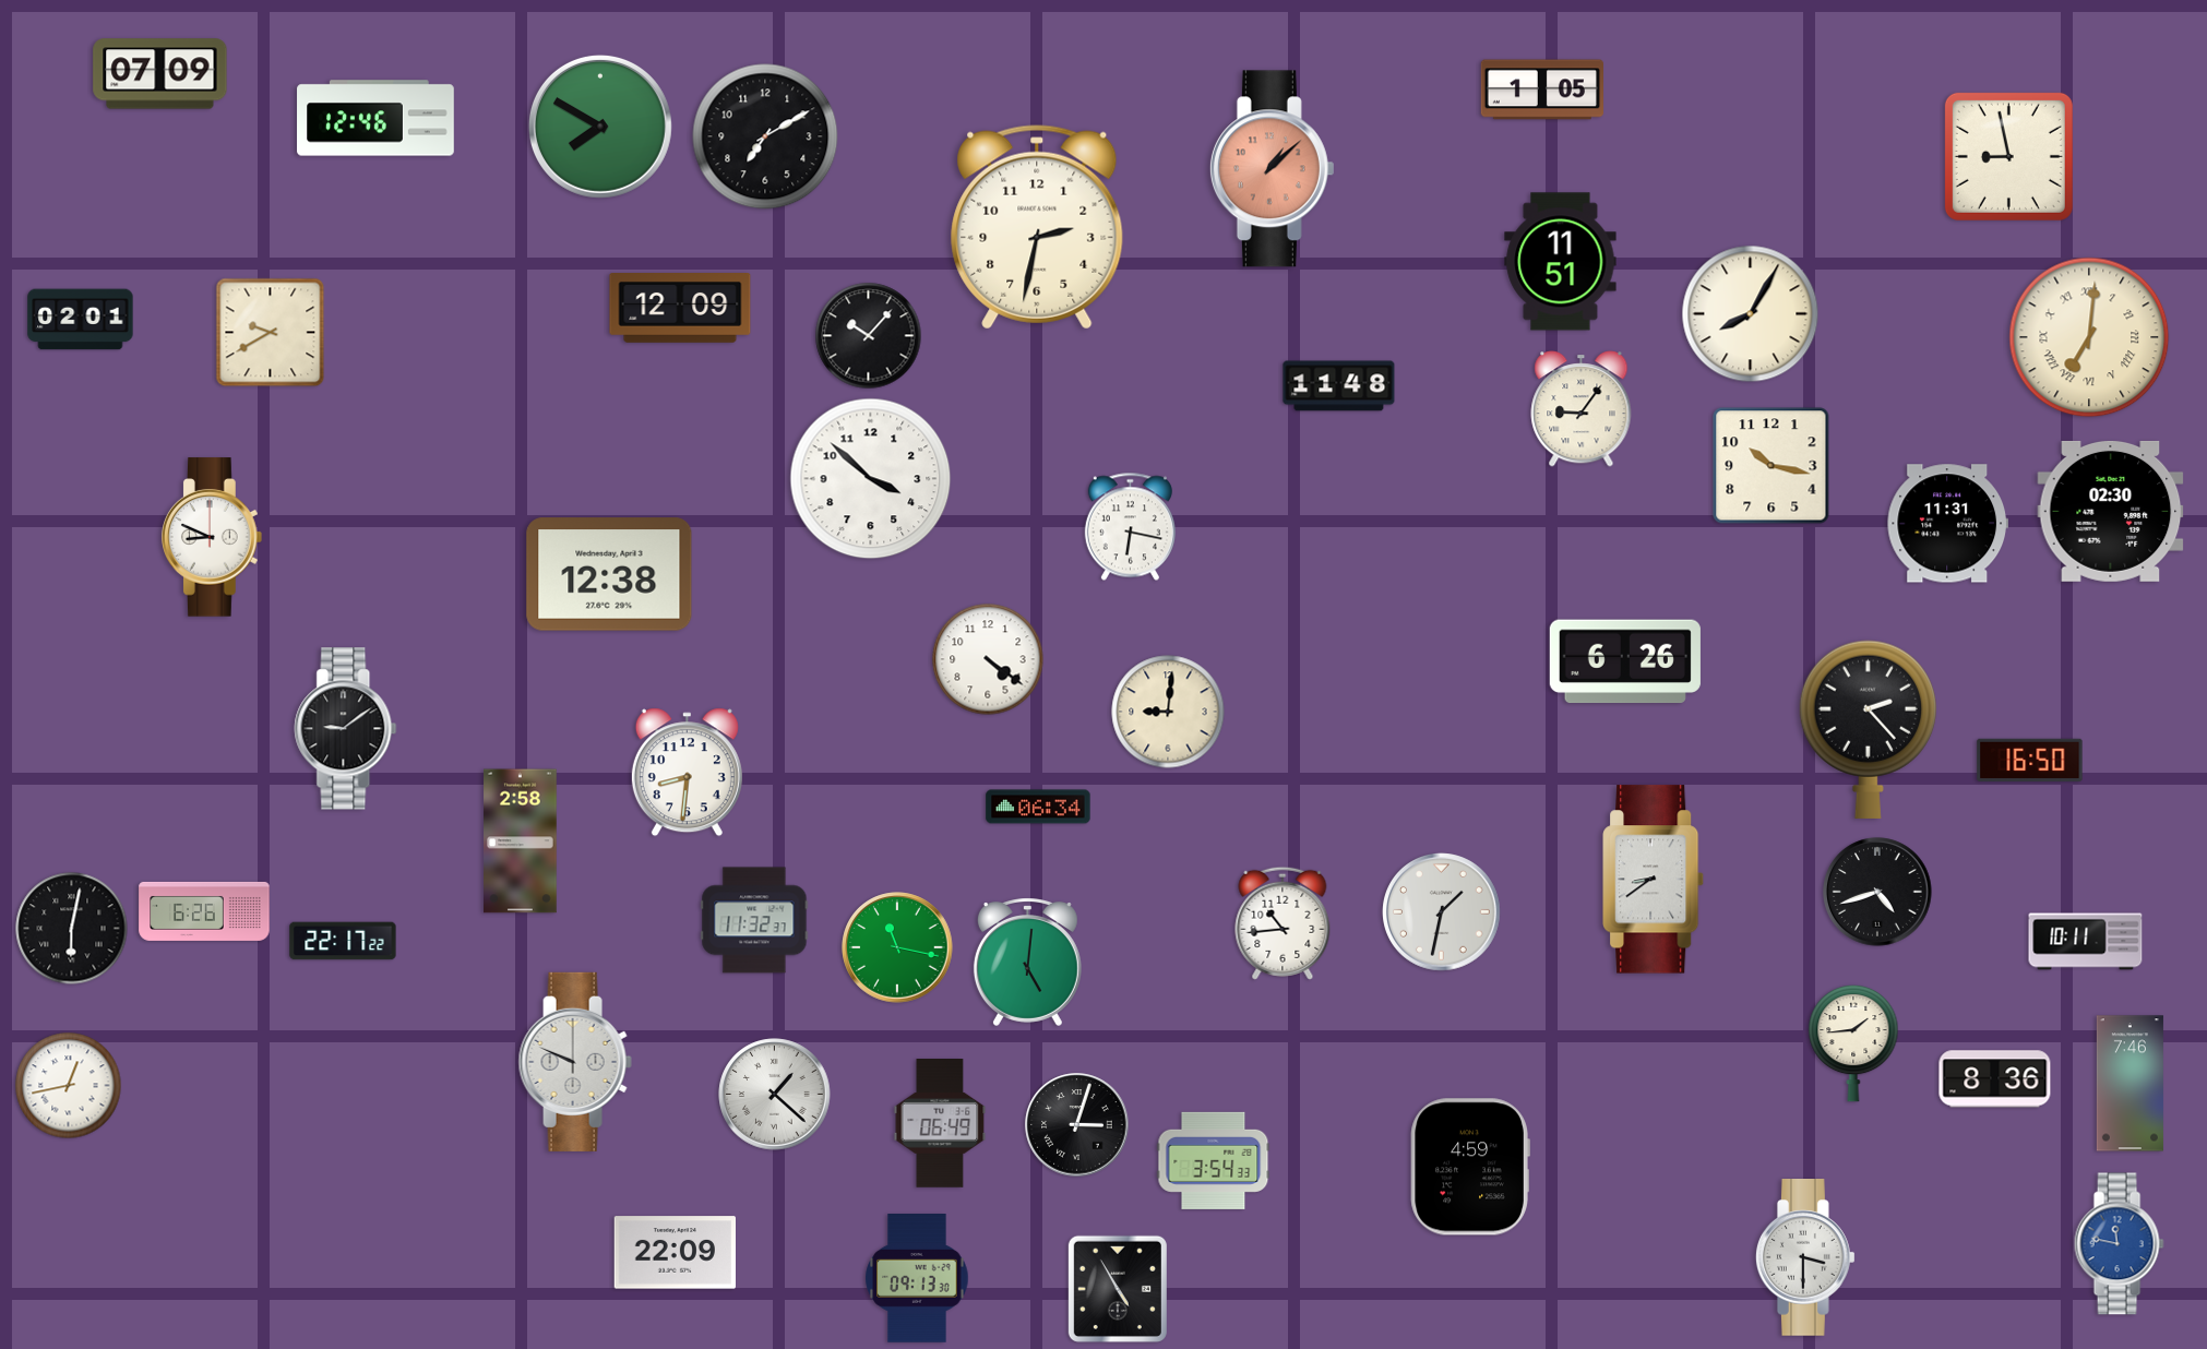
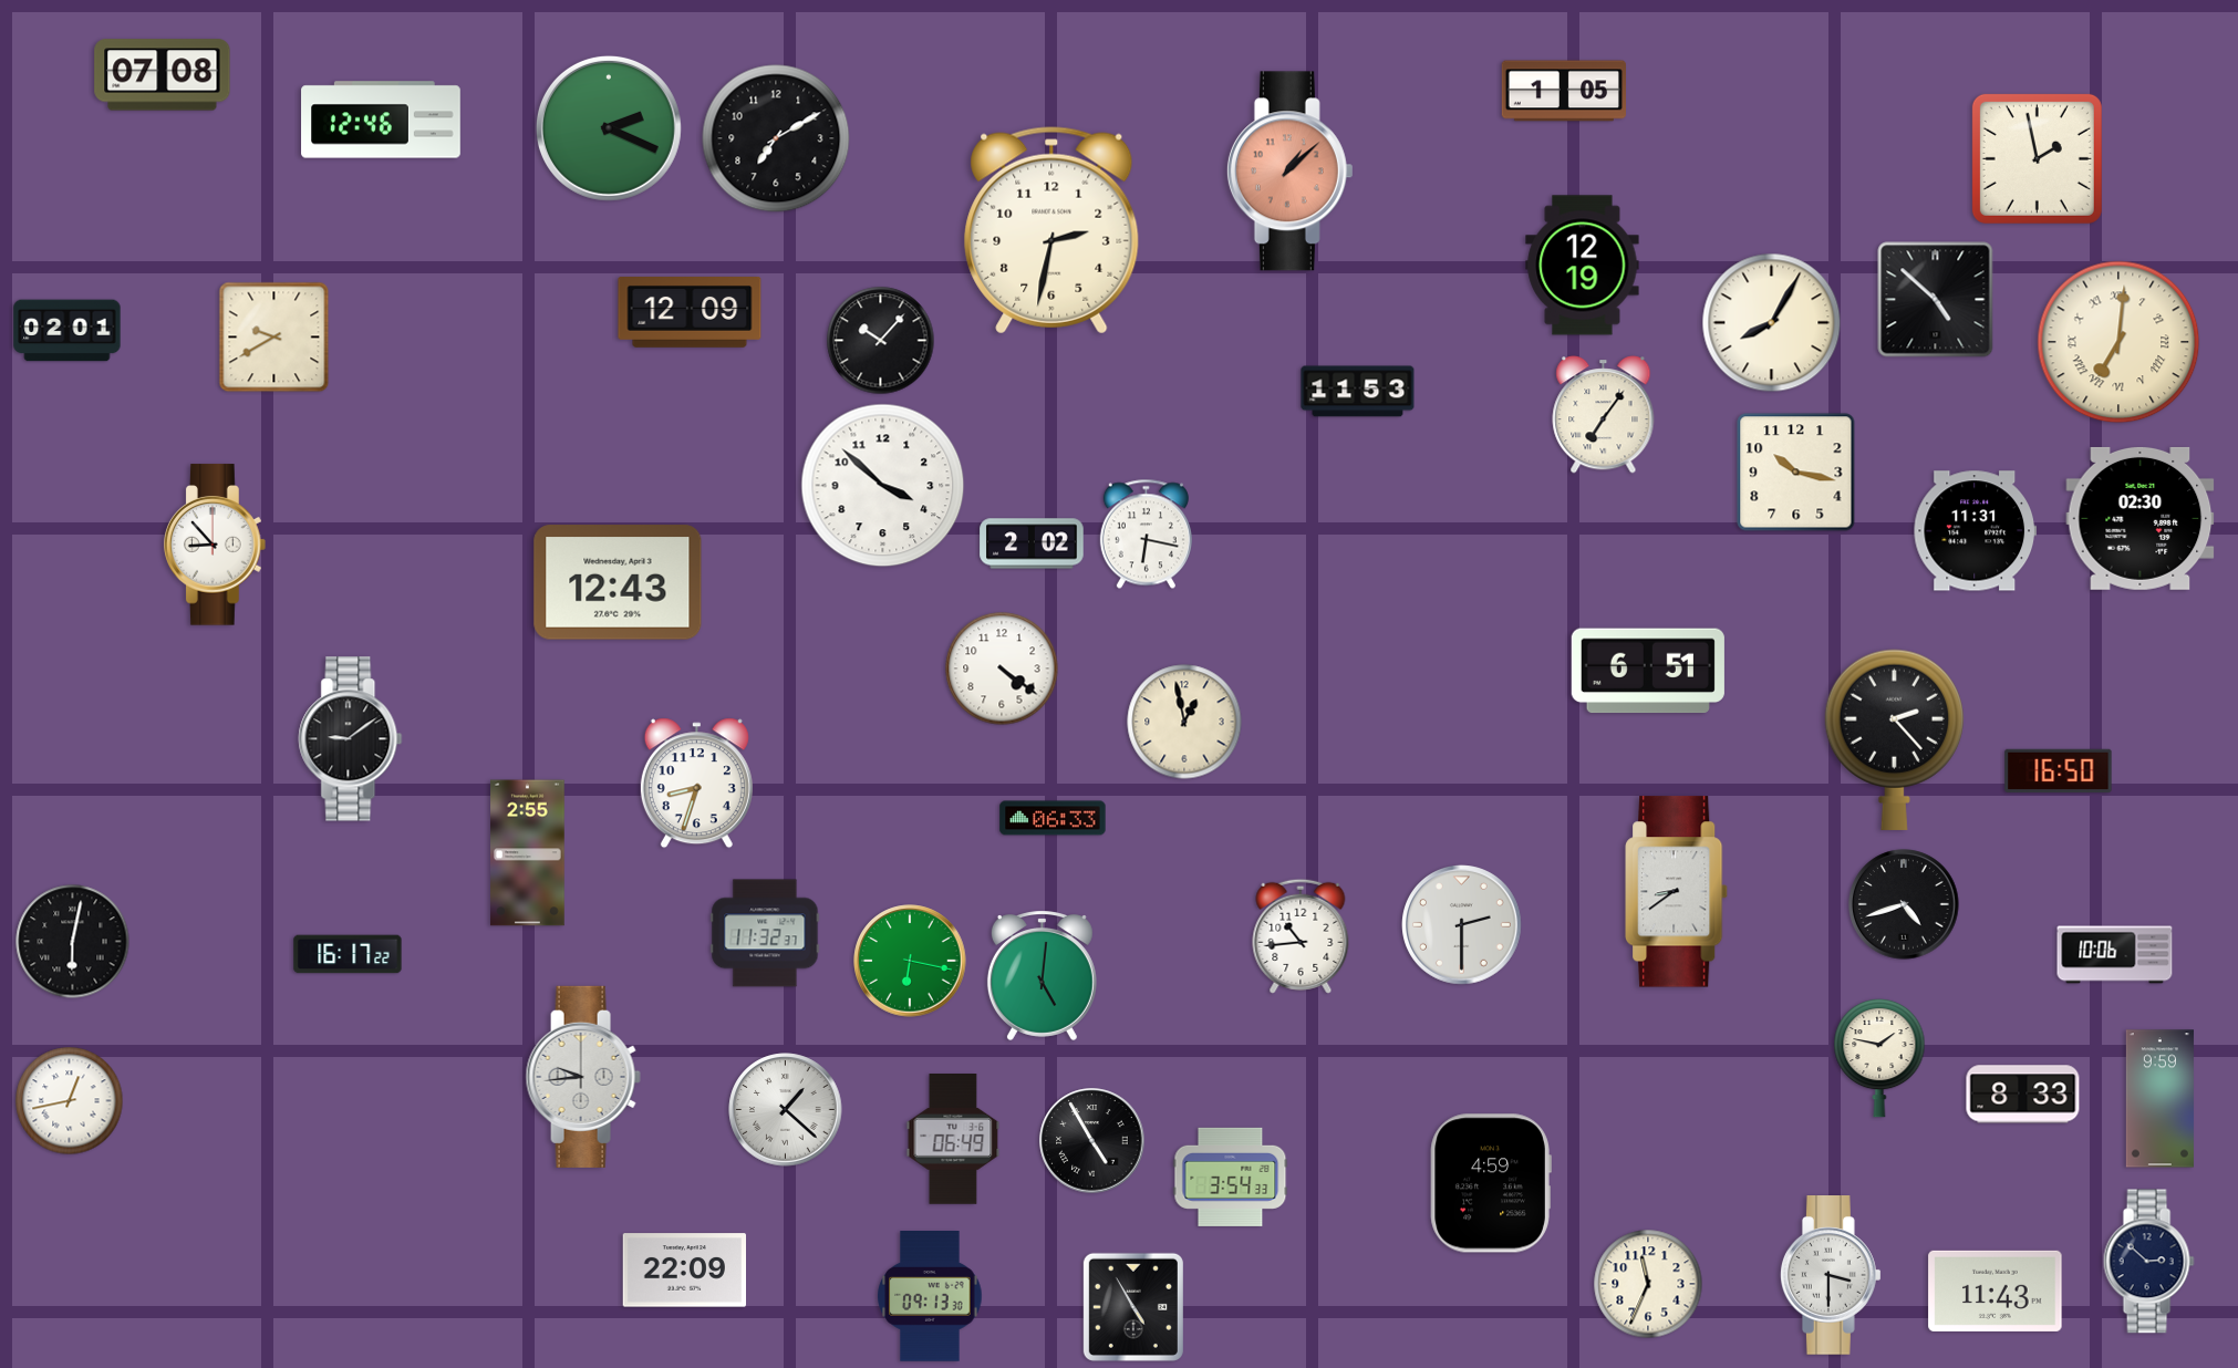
clock at (160, 74): 07:09 -> 07:08
clock at (600, 127): 7:50 -> 2:19
clock at (2008, 156): 8:58 -> 1:58
clock at (1561, 262): 11:51 -> 12:19
clock at (1936, 300): none -> 4:52
clock at (1751, 314) position: (1751, 314) -> (1772, 323)
clock at (81, 320) position: (81, 320) -> (68, 331)
clock at (1339, 386): 11:48 -> 11:53
clock at (1582, 409): 9:06 -> 7:06
clock at (1032, 543): none -> 2:02
clock at (213, 537): 8:49 -> 8:53
clock at (609, 574): 12:38 -> 12:43
clock at (1625, 661): 6:26 -> 6:51
clock at (1168, 712): 9:01 -> 12:58
clock at (687, 773): 8:31 -> 8:33
clock at (1038, 807): 06:34 -> 06:33
clock at (521, 841): 2:58 -> 2:55
clock at (204, 911): 6:26 -> none
clock at (1442, 912): 1:32 -> 2:30
clock at (343, 941): 22:17 -> 16:17
clock at (2086, 942): 10:11 -> 10:06
clock at (897, 947): 11:17 -> 6:17
clock at (1853, 1043): 1:44 -> 1:47
clock at (575, 1062): 9:49 -> 9:44
clock at (1995, 1079): 8:36 -> 8:33
clock at (2130, 1084): 7:46 -> 9:59
clock at (1077, 1125): 3:03 -> 4:55
clock at (2119, 1244): 11:47 -> 2:52
clock at (2119, 1244) dial: blue -> navy
clock at (1648, 1284): none -> 11:34
clock at (1996, 1291): none -> 11:43
